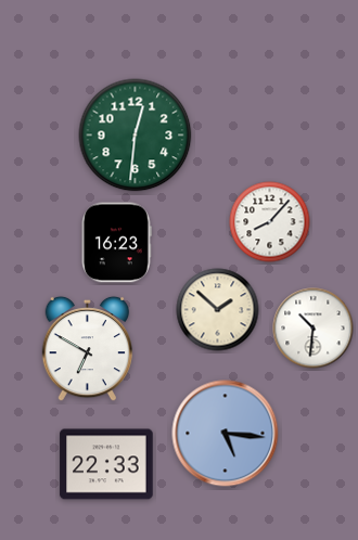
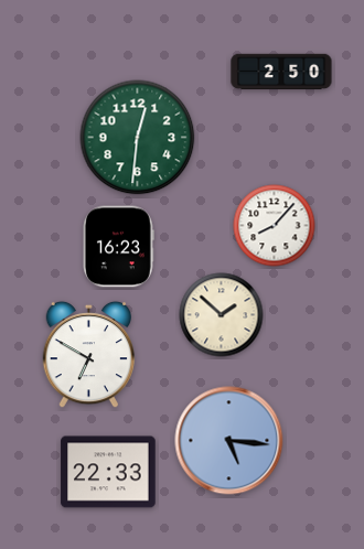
clock at (281, 72): none -> 2:50
clock at (314, 329): 10:31 -> none
